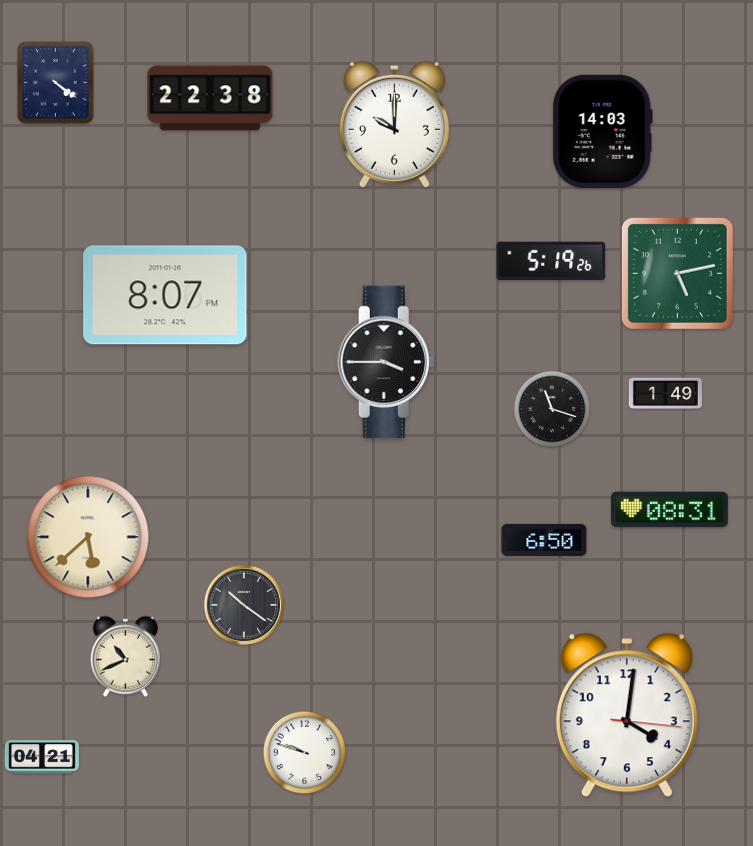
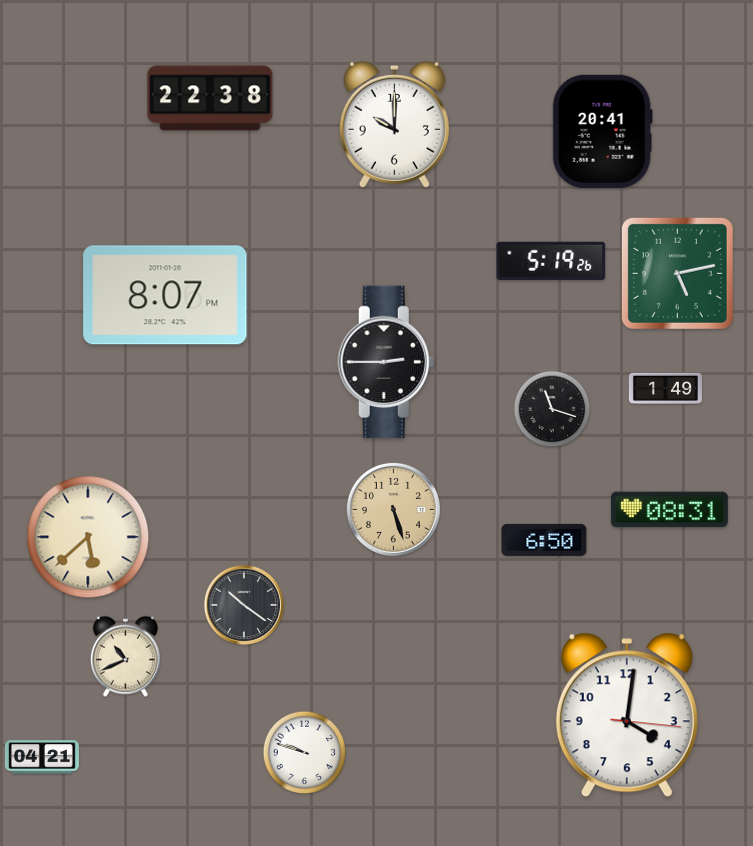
clock at (56, 83): 4:21 -> none
clock at (602, 131): 14:03 -> 20:41
clock at (386, 362): 3:45 -> 2:45
clock at (665, 394) position: (665, 394) -> (665, 389)
clock at (393, 509): none -> 5:27
